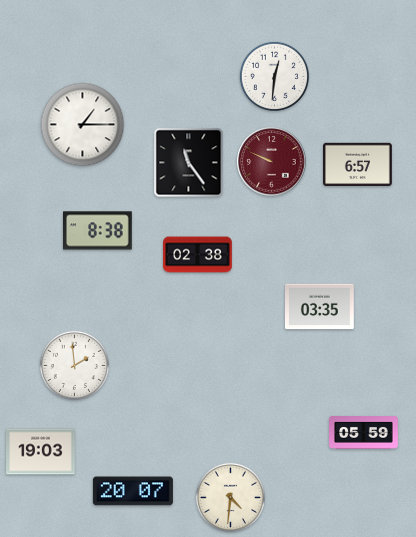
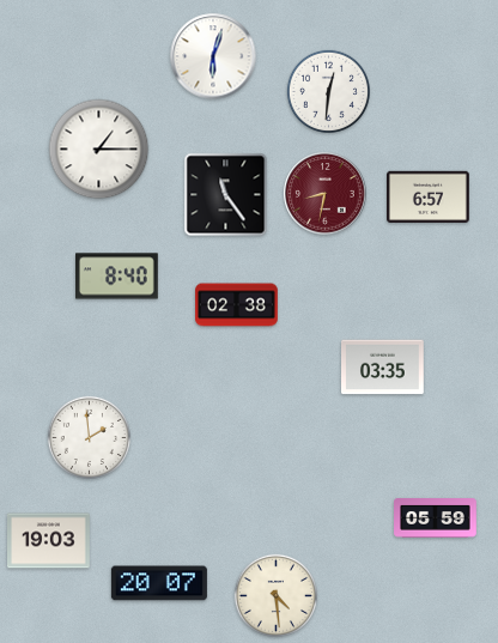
clock at (213, 56): none -> 6:03
clock at (272, 162): 9:49 -> 8:32
clock at (98, 231): 8:38 -> 8:40
clock at (133, 491) position: (133, 491) -> (159, 583)
clock at (230, 497): 4:31 -> 4:29
